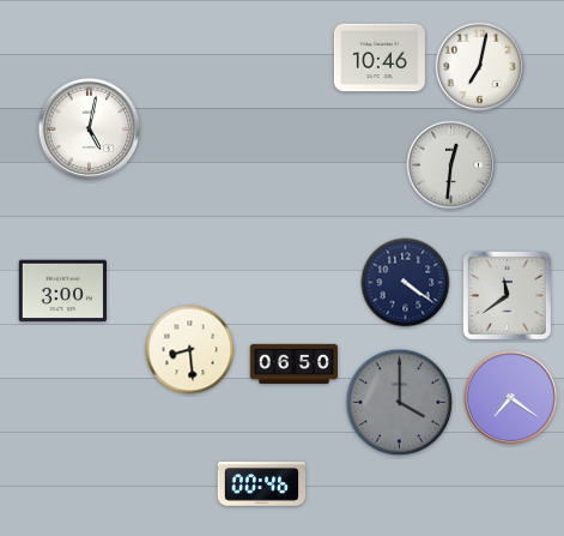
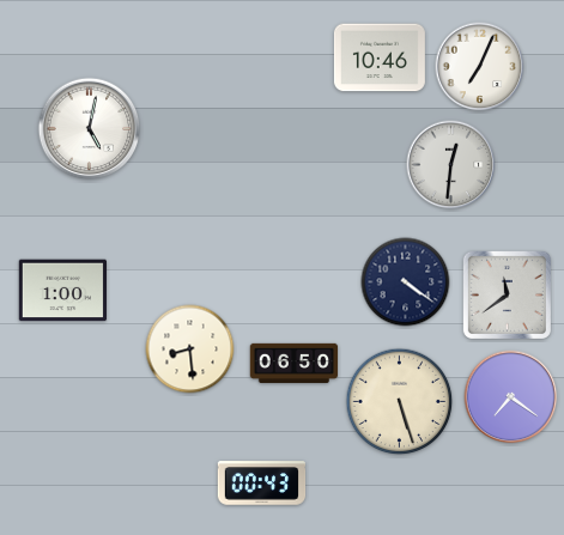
clock at (480, 67): 7:02 -> 7:04
clock at (63, 291): 3:00 -> 1:00
clock at (400, 403): 4:00 -> 5:27
clock at (400, 403) dial: grey -> cream
clock at (262, 484): 00:46 -> 00:43
